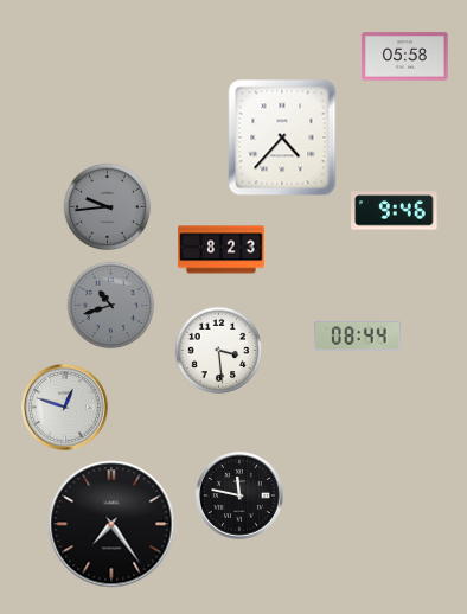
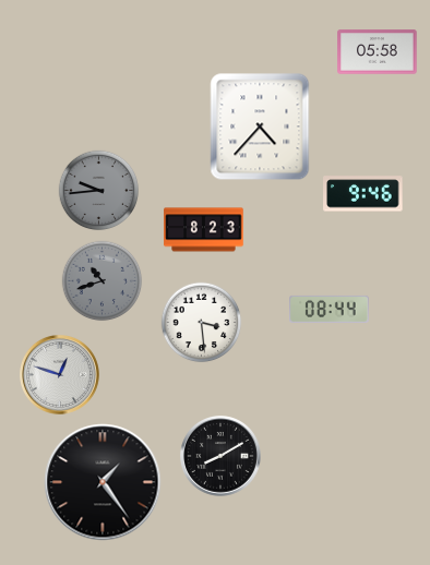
clock at (405, 57) position: (405, 57) -> (378, 52)
clock at (241, 497): 11:47 -> 8:10
clock at (111, 524): 7:24 -> 1:24
